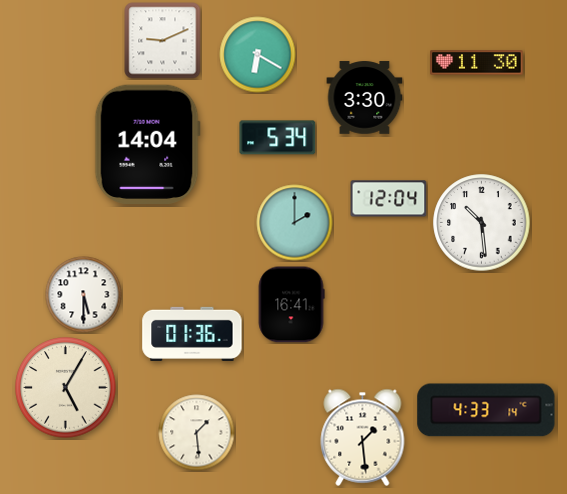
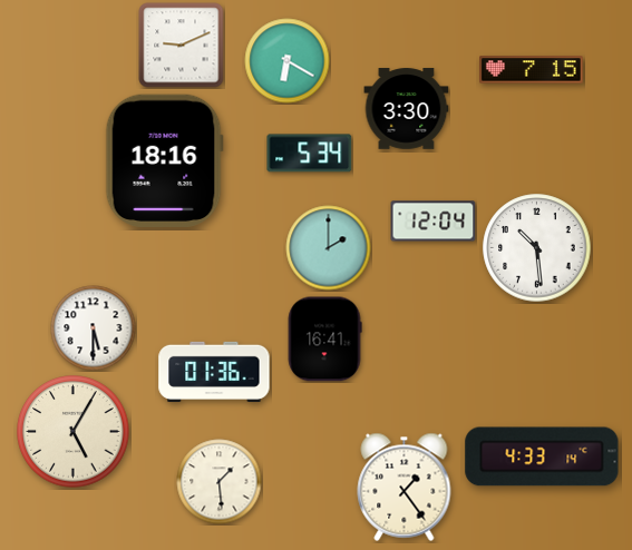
clock at (477, 63): 11:30 -> 7:15
clock at (147, 144): 14:04 -> 18:16
clock at (363, 437): 1:29 -> 1:24
